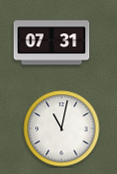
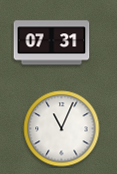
clock at (62, 129): 11:02 -> 11:04
